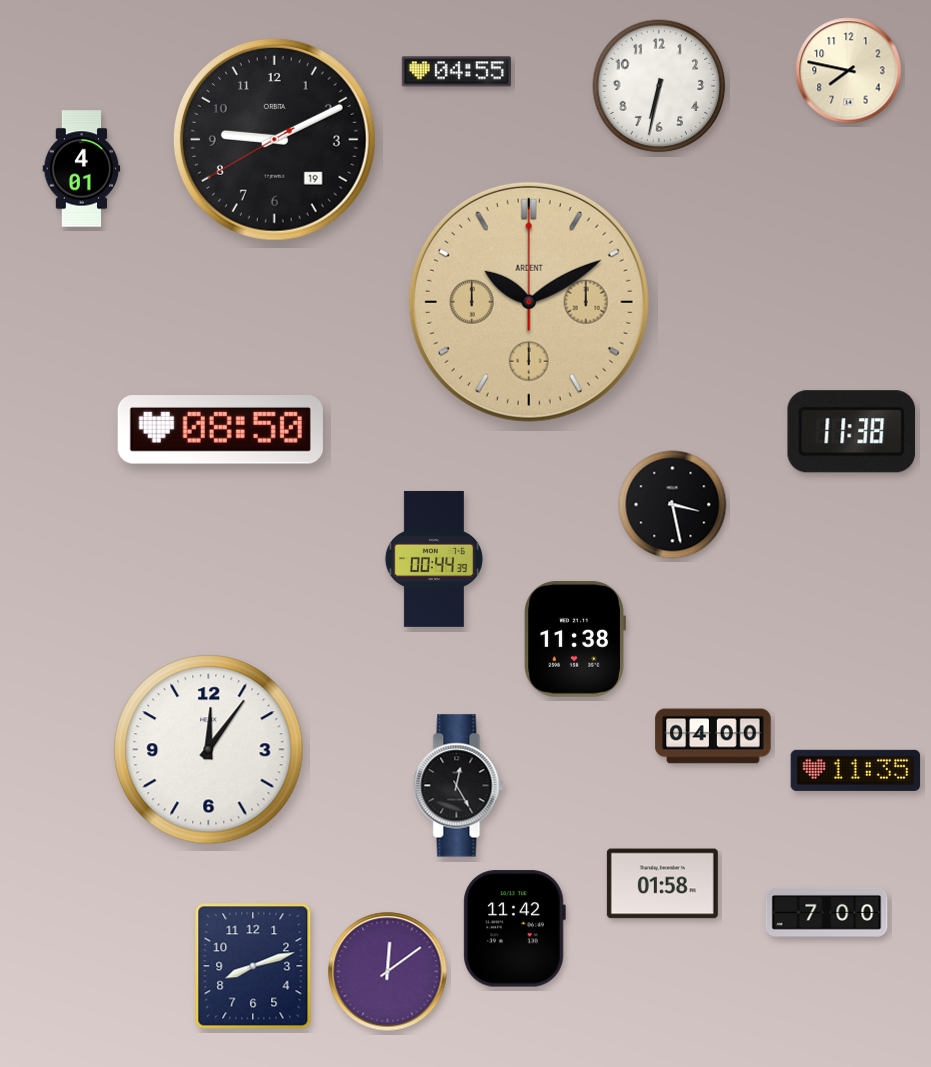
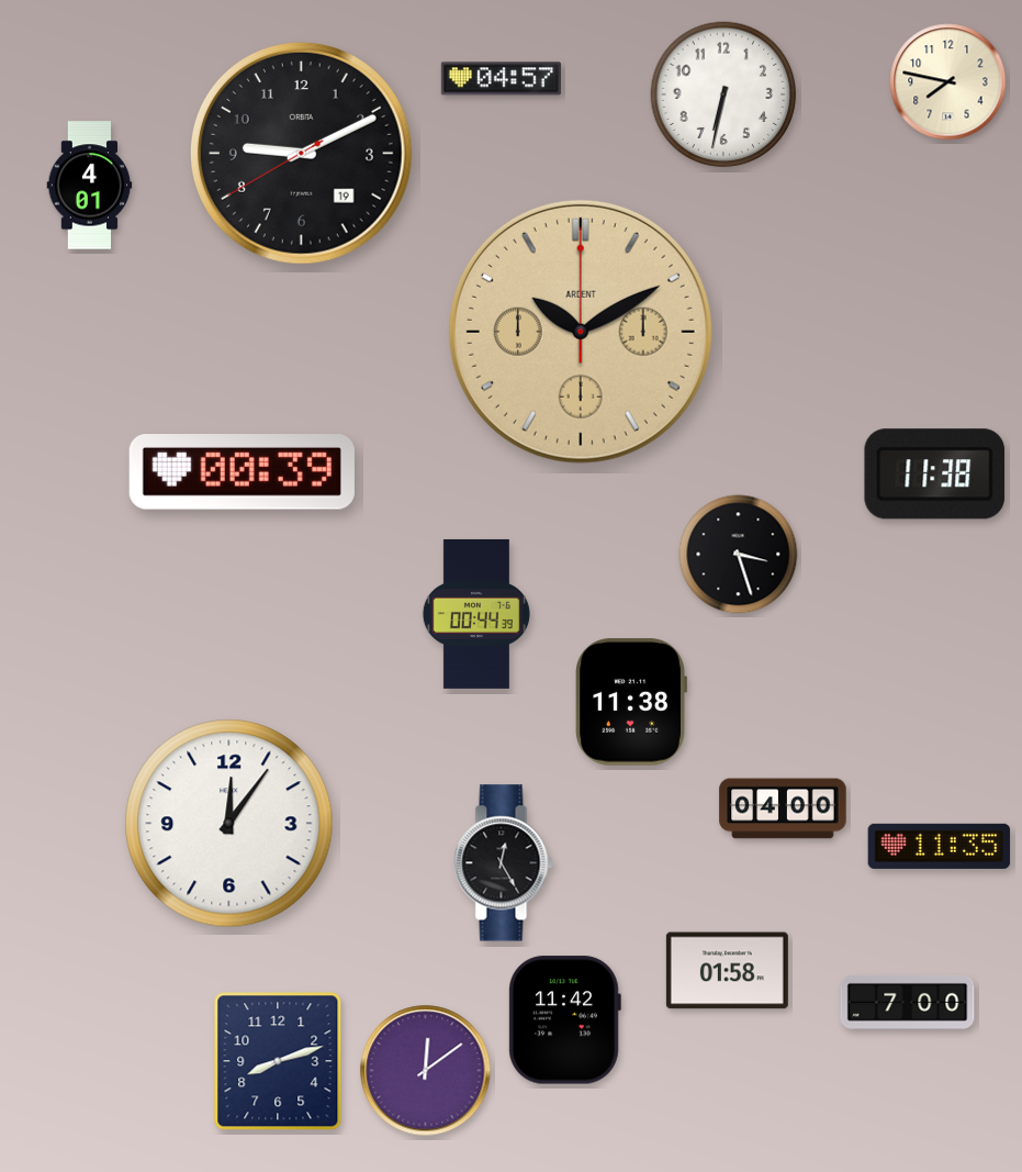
clock at (849, 71) position: (849, 71) -> (948, 82)
clock at (456, 72): 04:55 -> 04:57
clock at (220, 430): 08:50 -> 00:39
clock at (673, 505): 3:28 -> 3:27
clock at (388, 972) position: (388, 972) -> (426, 1071)
